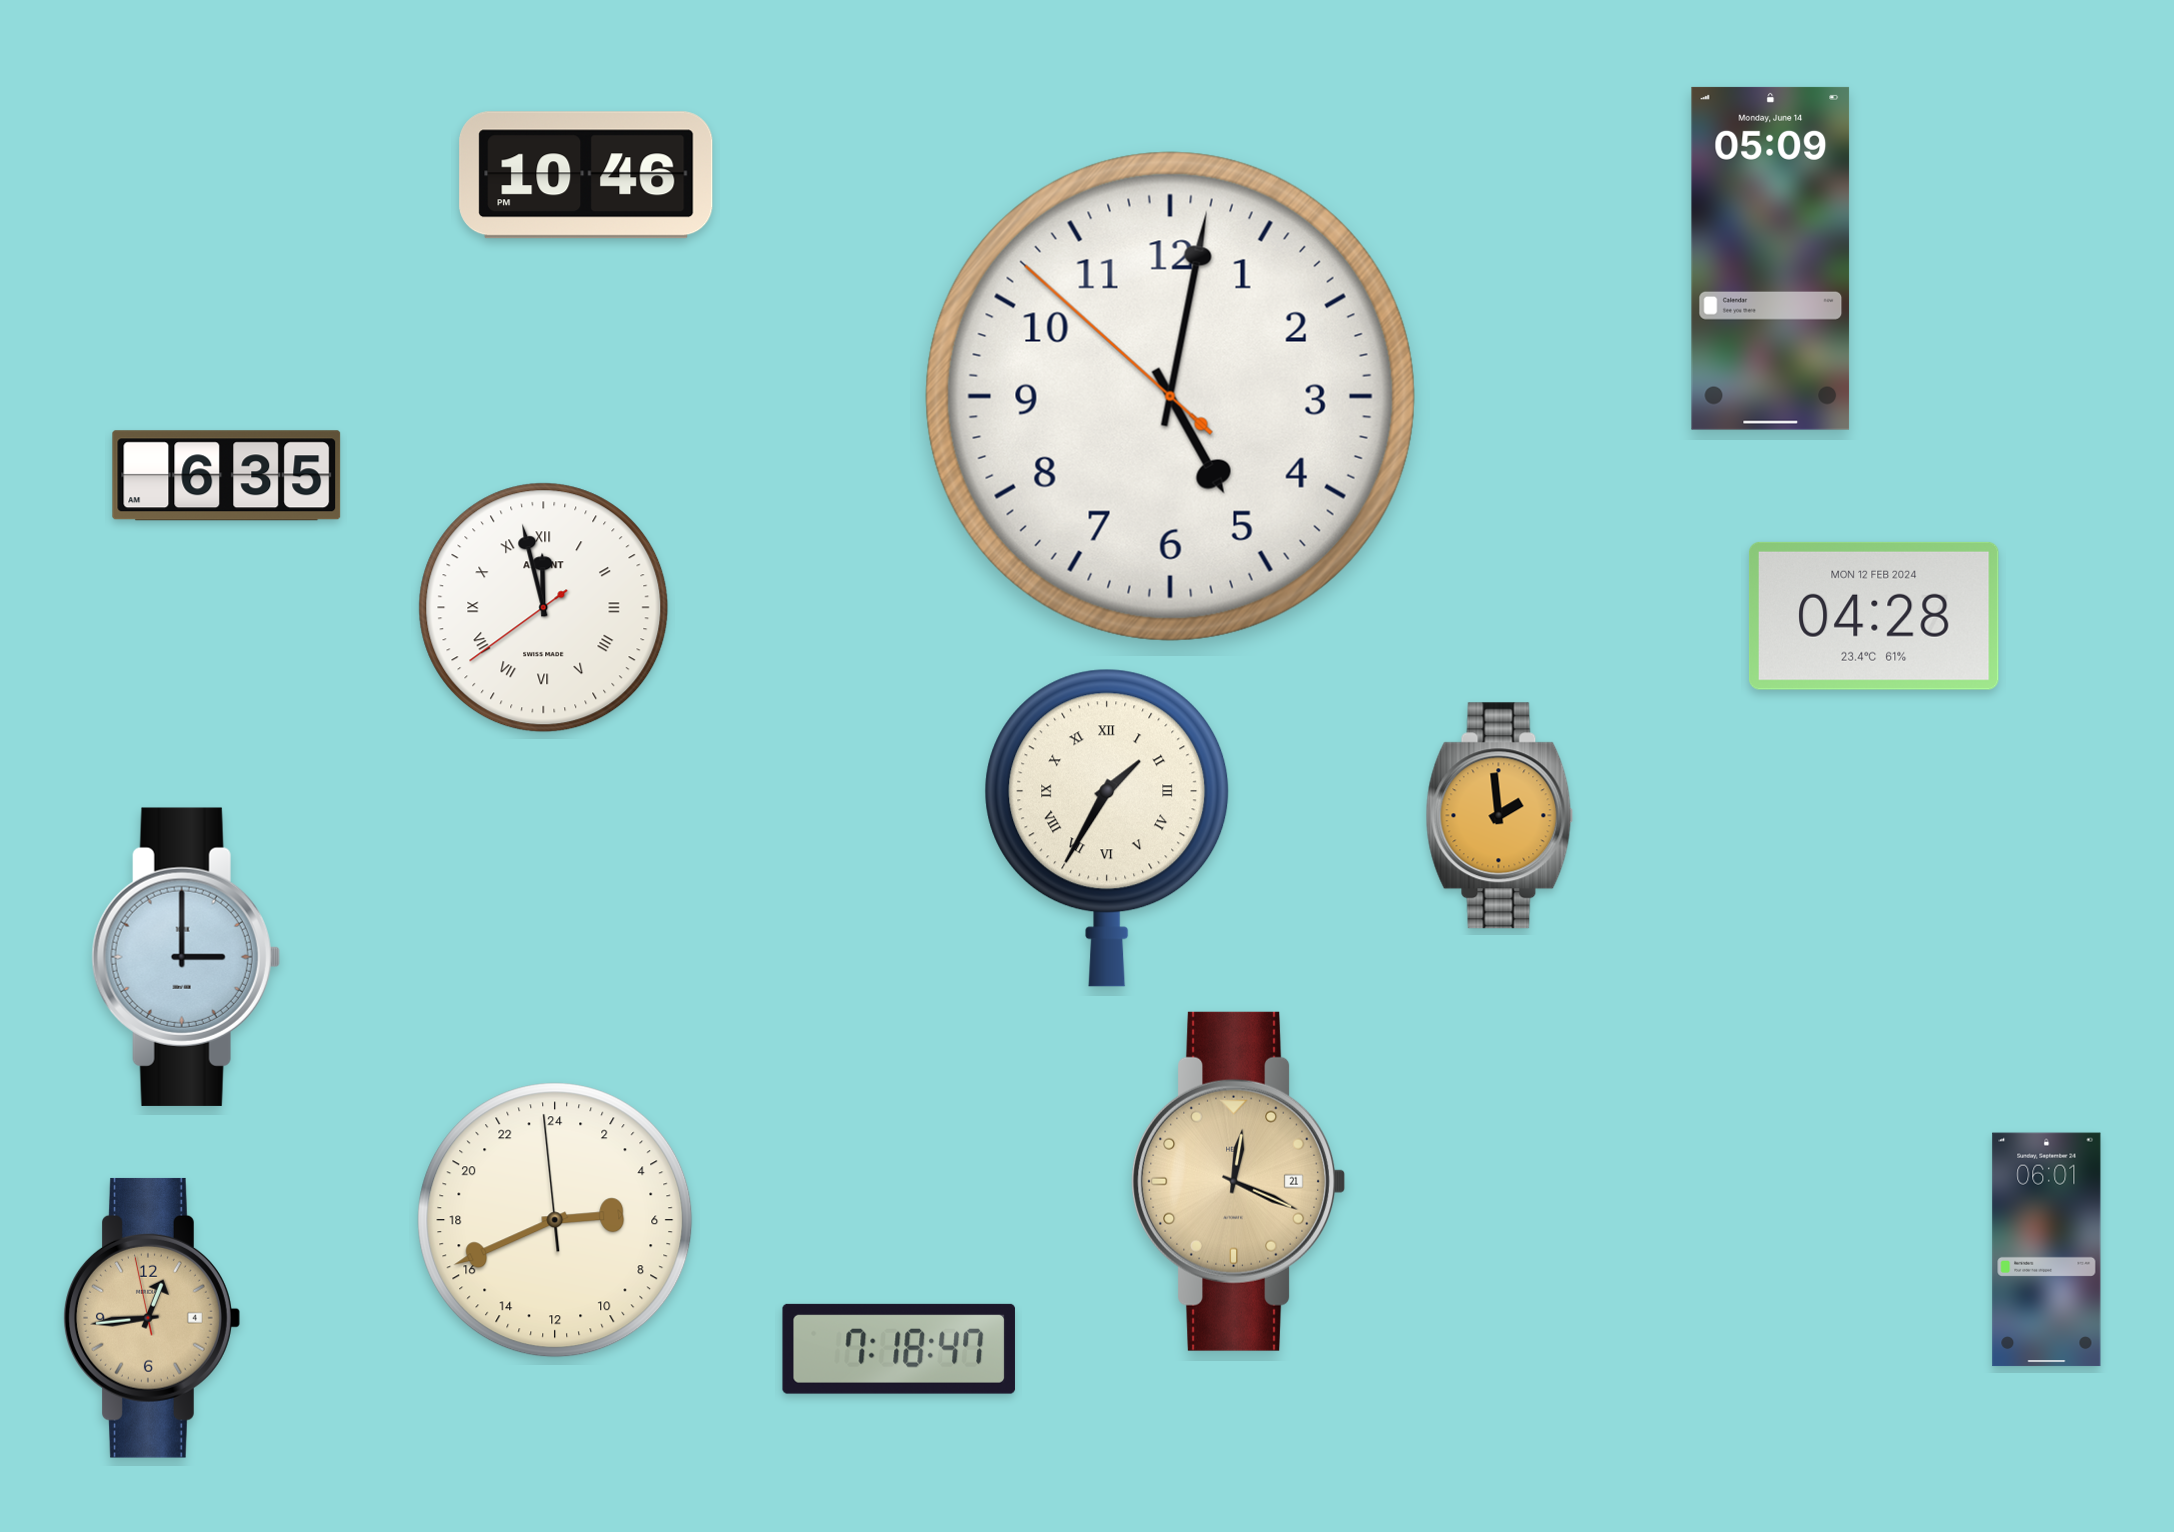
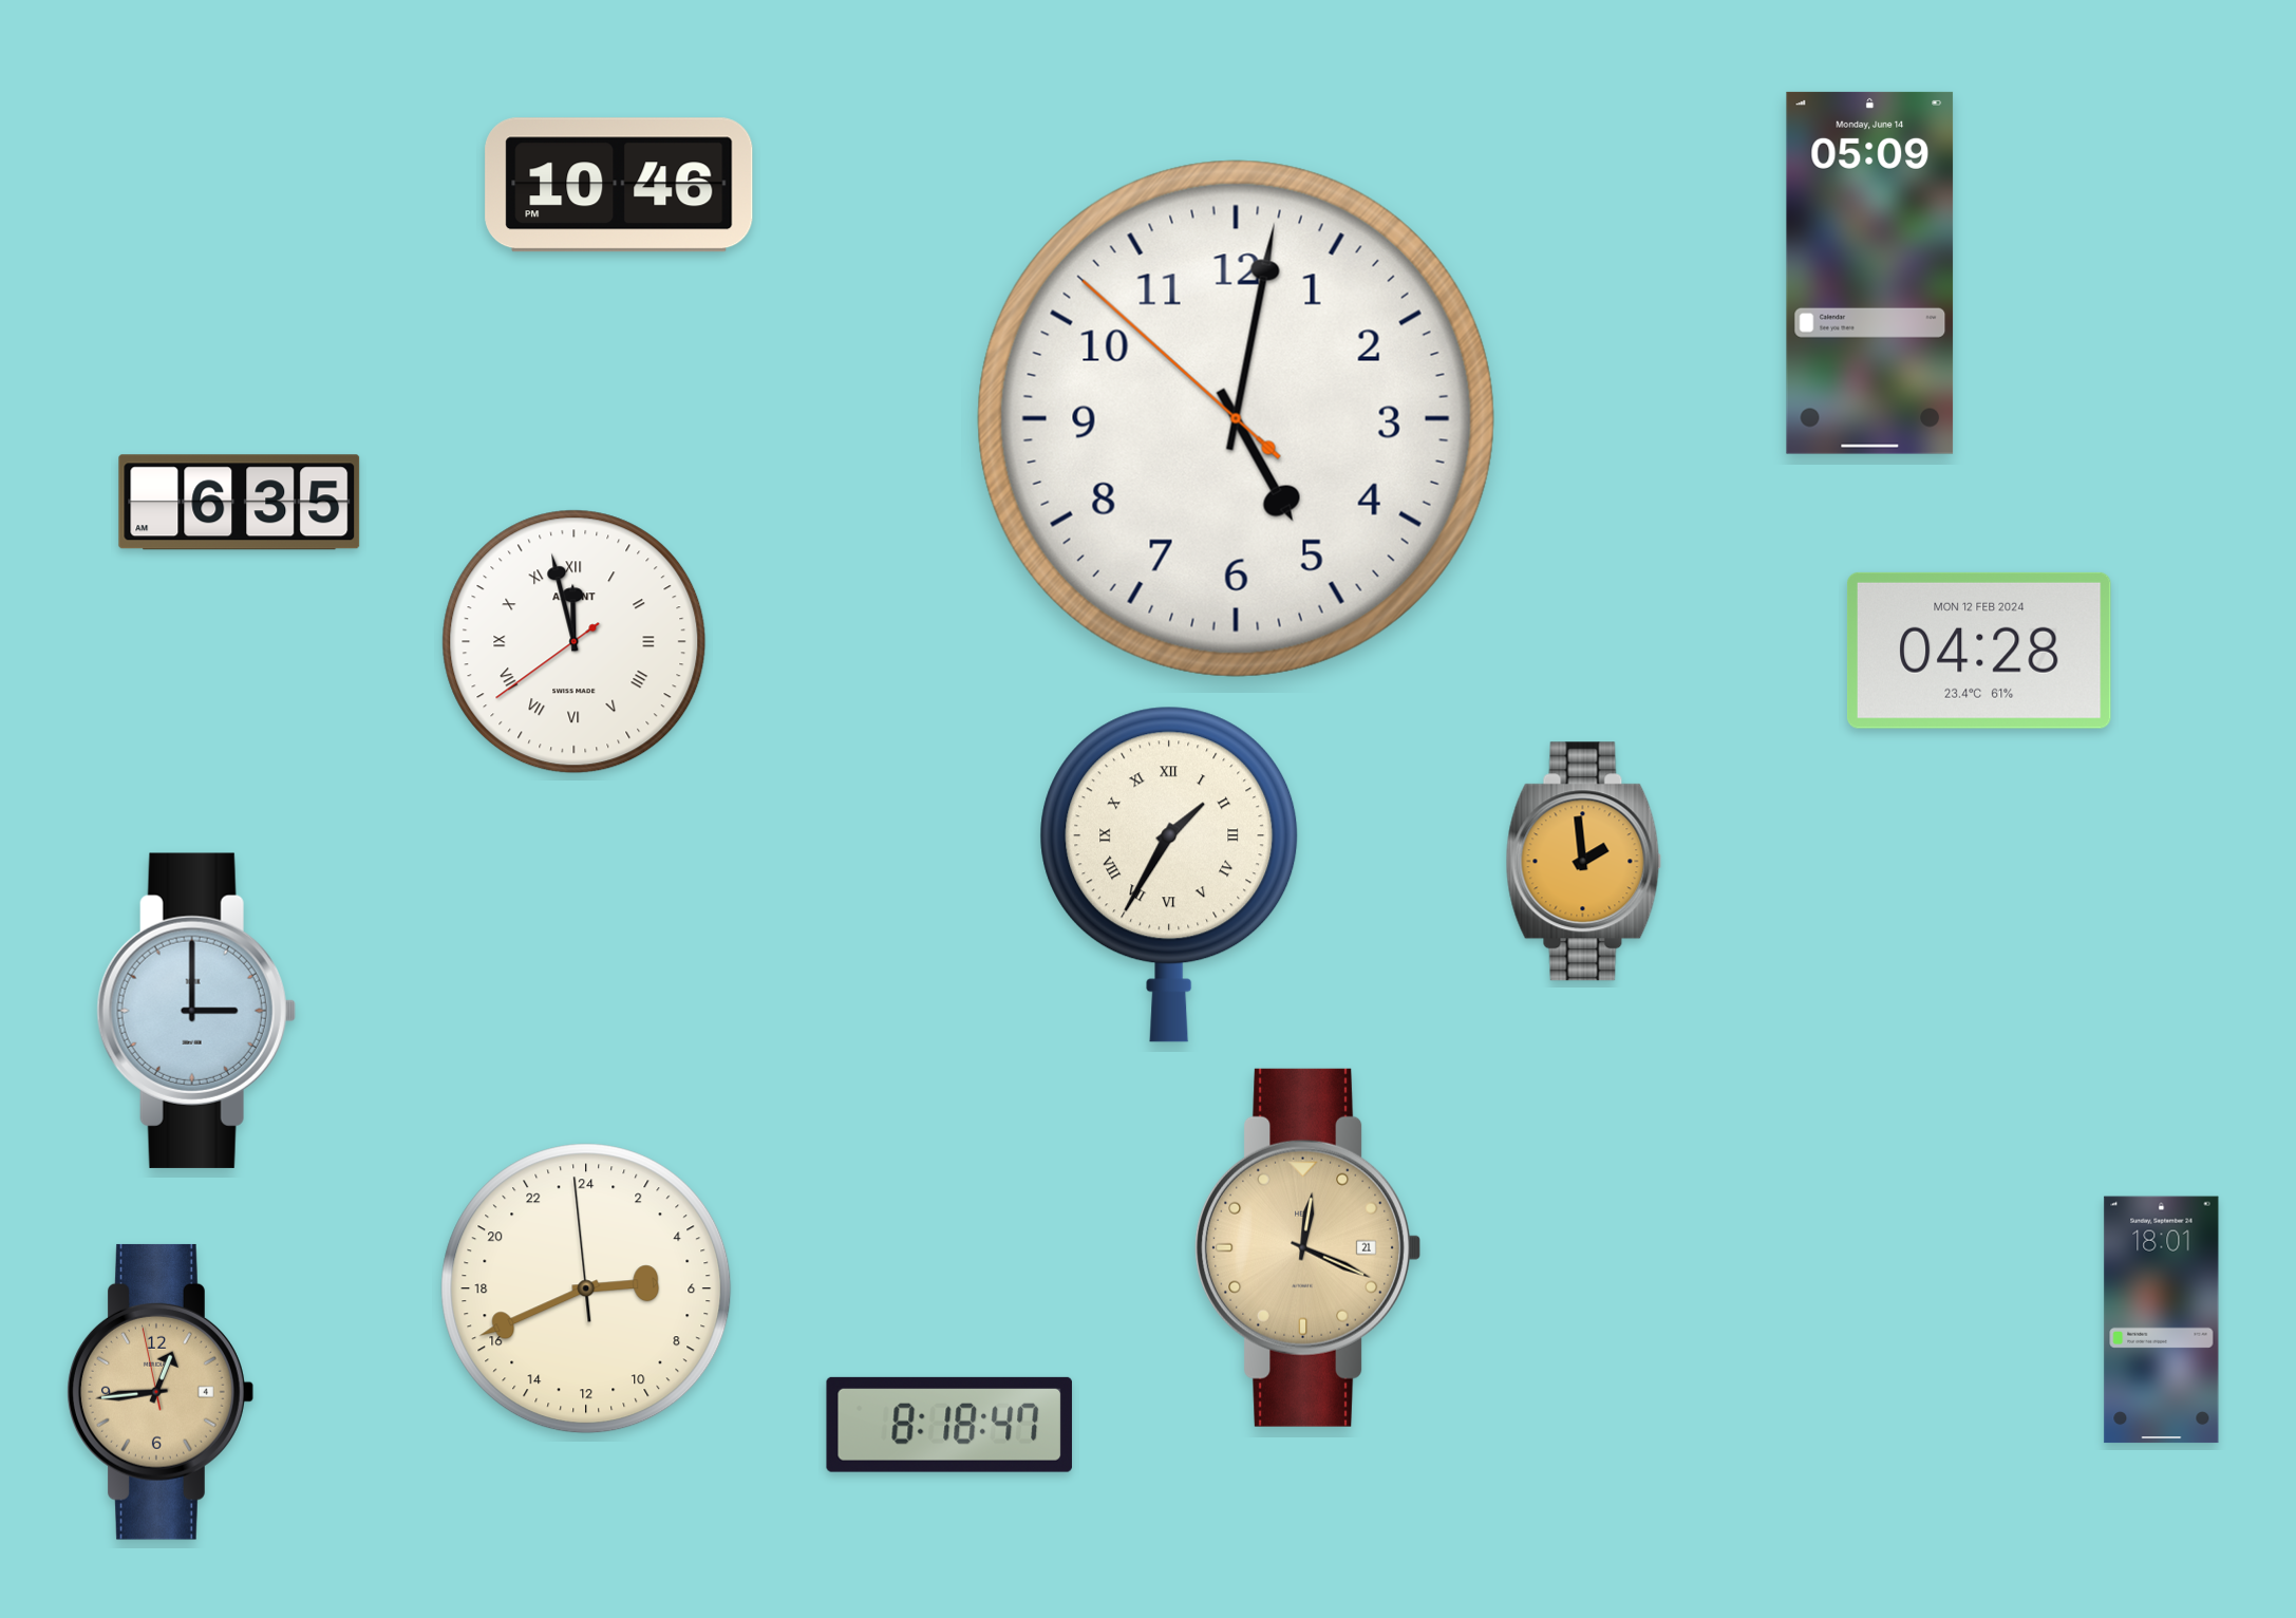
clock at (2047, 1250): 06:01 -> 18:01
clock at (899, 1349): 7:18 -> 8:18
